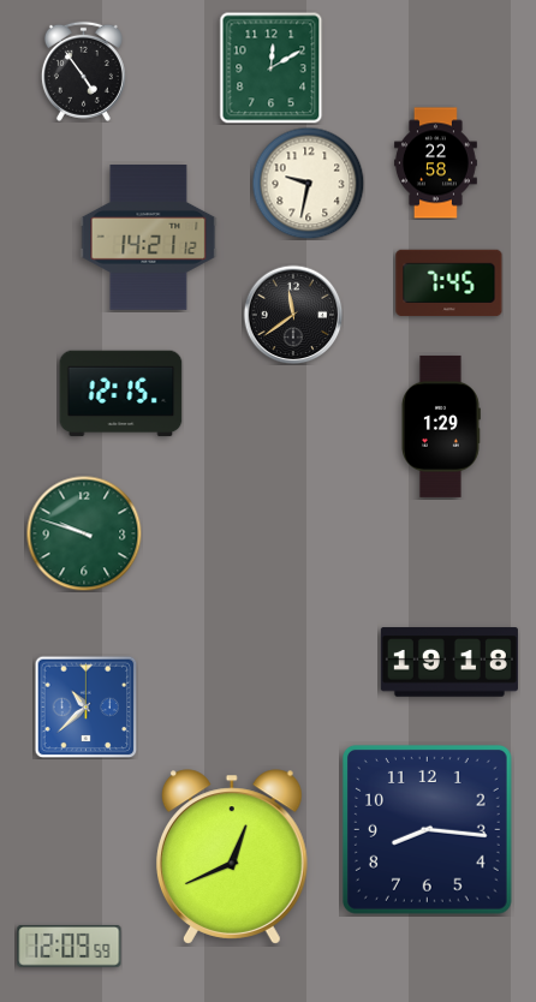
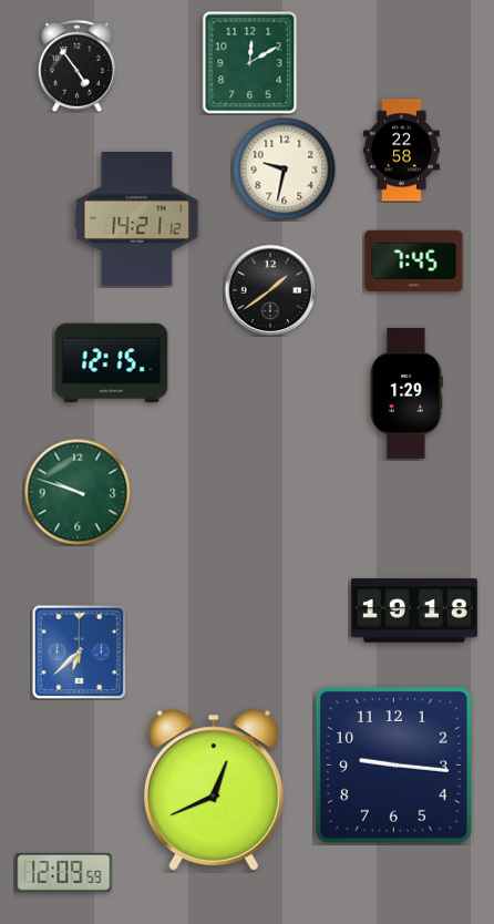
clock at (293, 315): 11:39 -> 1:39
clock at (85, 706): 10:38 -> 6:38
clock at (427, 829): 8:16 -> 9:16
